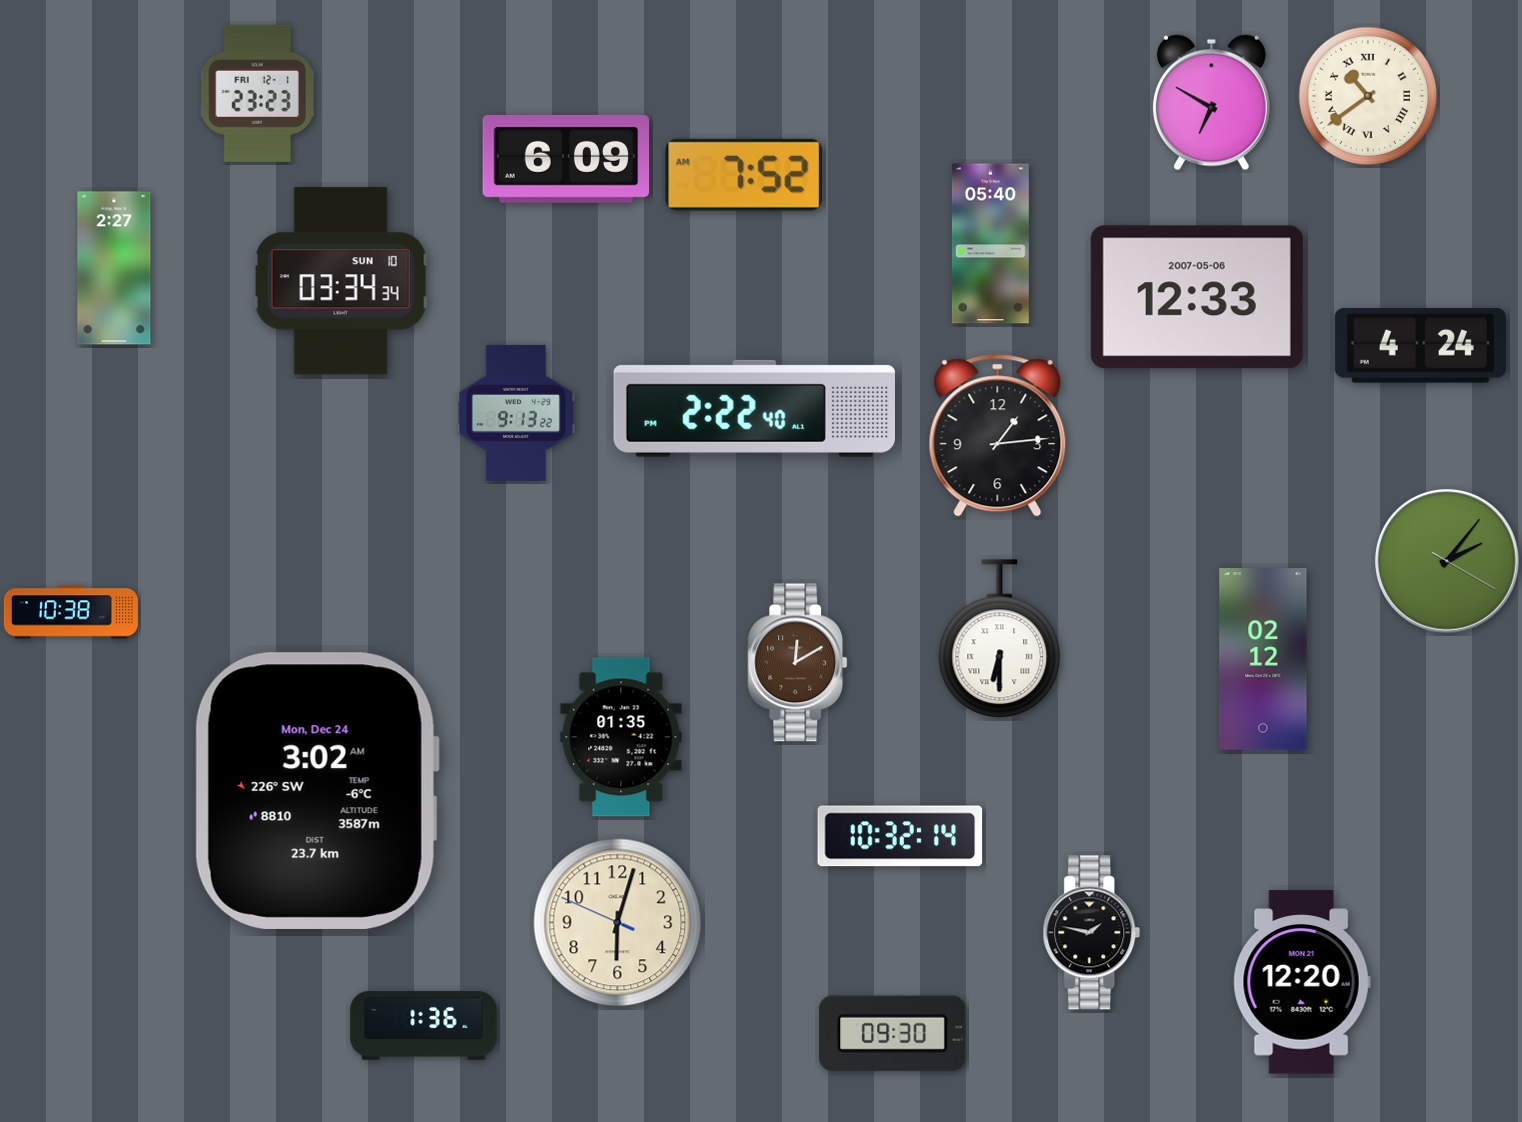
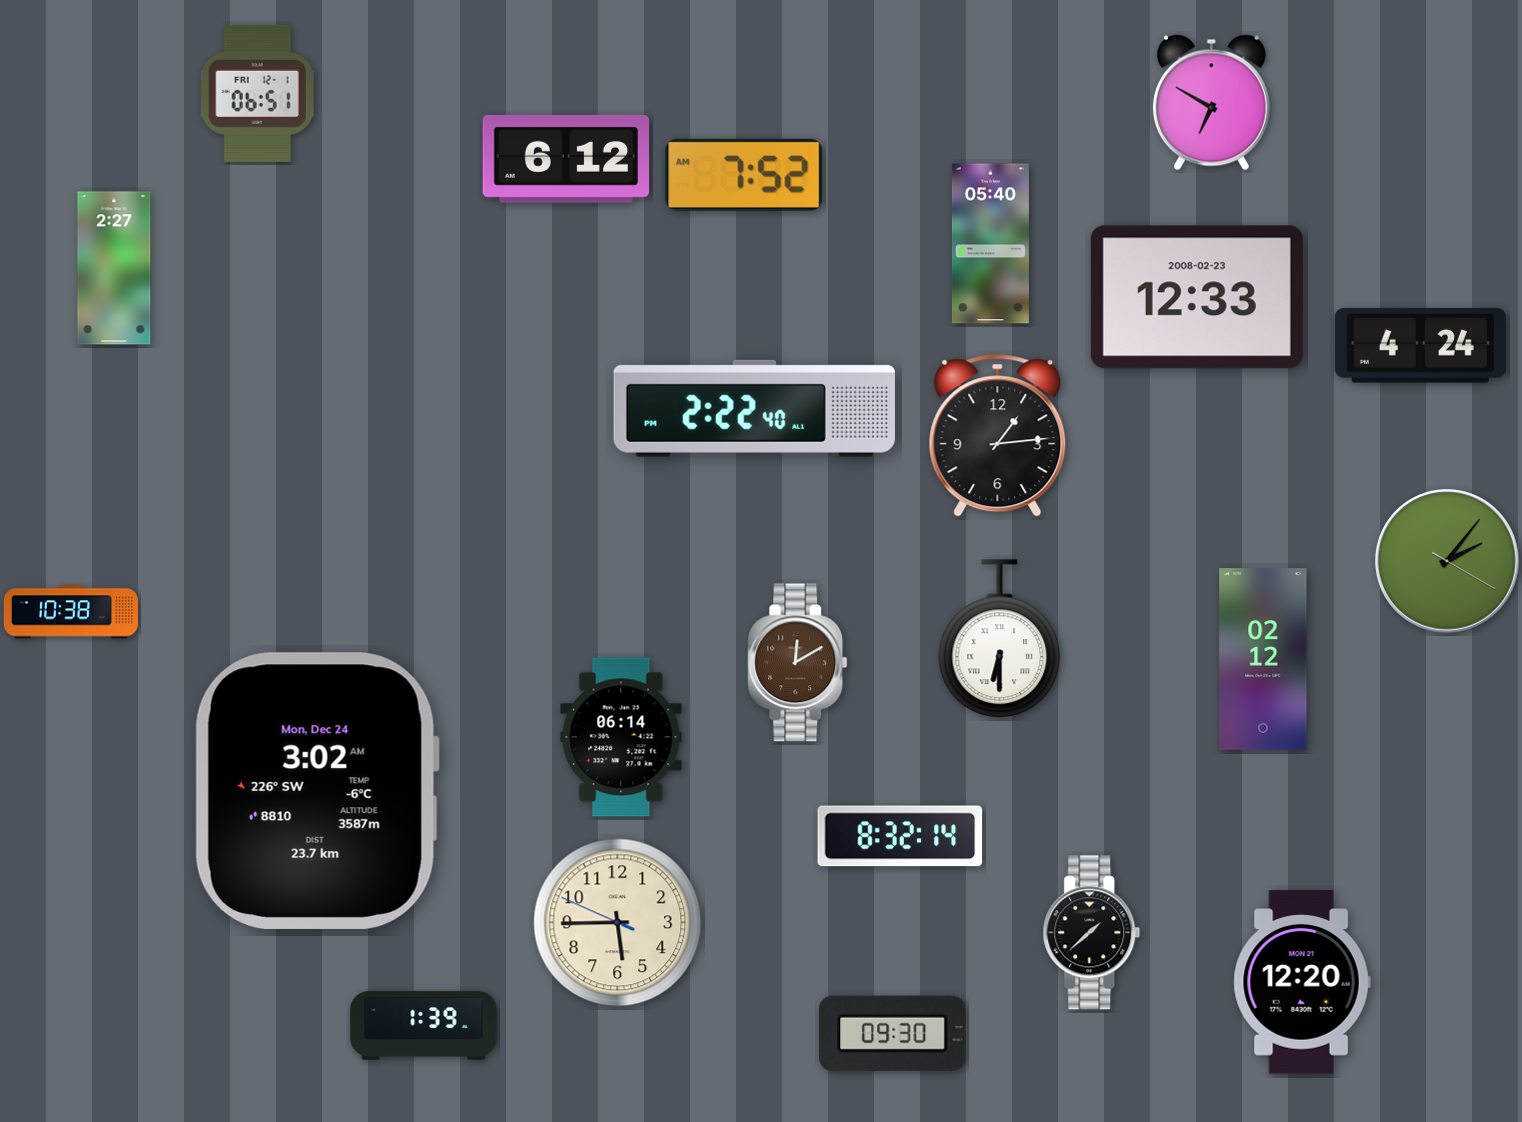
clock at (257, 93): 23:23 -> 06:51
clock at (1368, 96): 10:39 -> none
clock at (566, 159): 6:09 -> 6:12
clock at (341, 281): 03:34 -> none
clock at (1197, 297) date: 2007-05-06 -> 2008-02-23
clock at (516, 413): 9:13 -> none
clock at (621, 737): 01:35 -> 06:14
clock at (900, 836): 10:32 -> 8:32
clock at (618, 923): 6:02 -> 5:44
clock at (1092, 933): 1:47 -> 1:38
clock at (424, 1026): 1:36 -> 1:39
